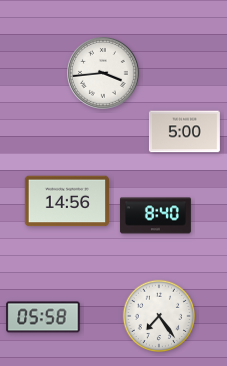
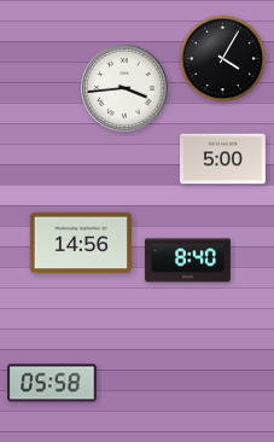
clock at (223, 59): none -> 4:05
clock at (159, 316): 7:24 -> none
